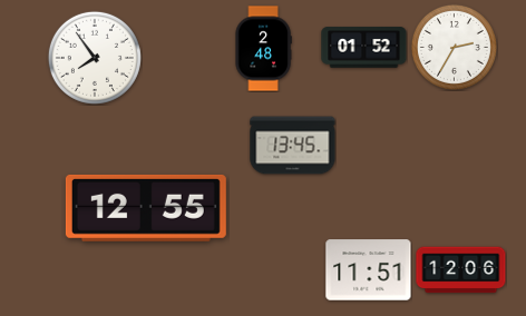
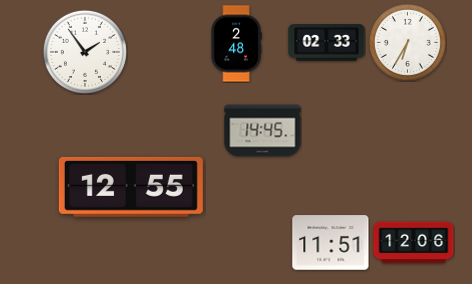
clock at (454, 47): 2:35 -> 6:35
clock at (364, 48): 01:52 -> 02:33
clock at (95, 58): 7:54 -> 1:54
clock at (293, 146): 13:45 -> 14:45
